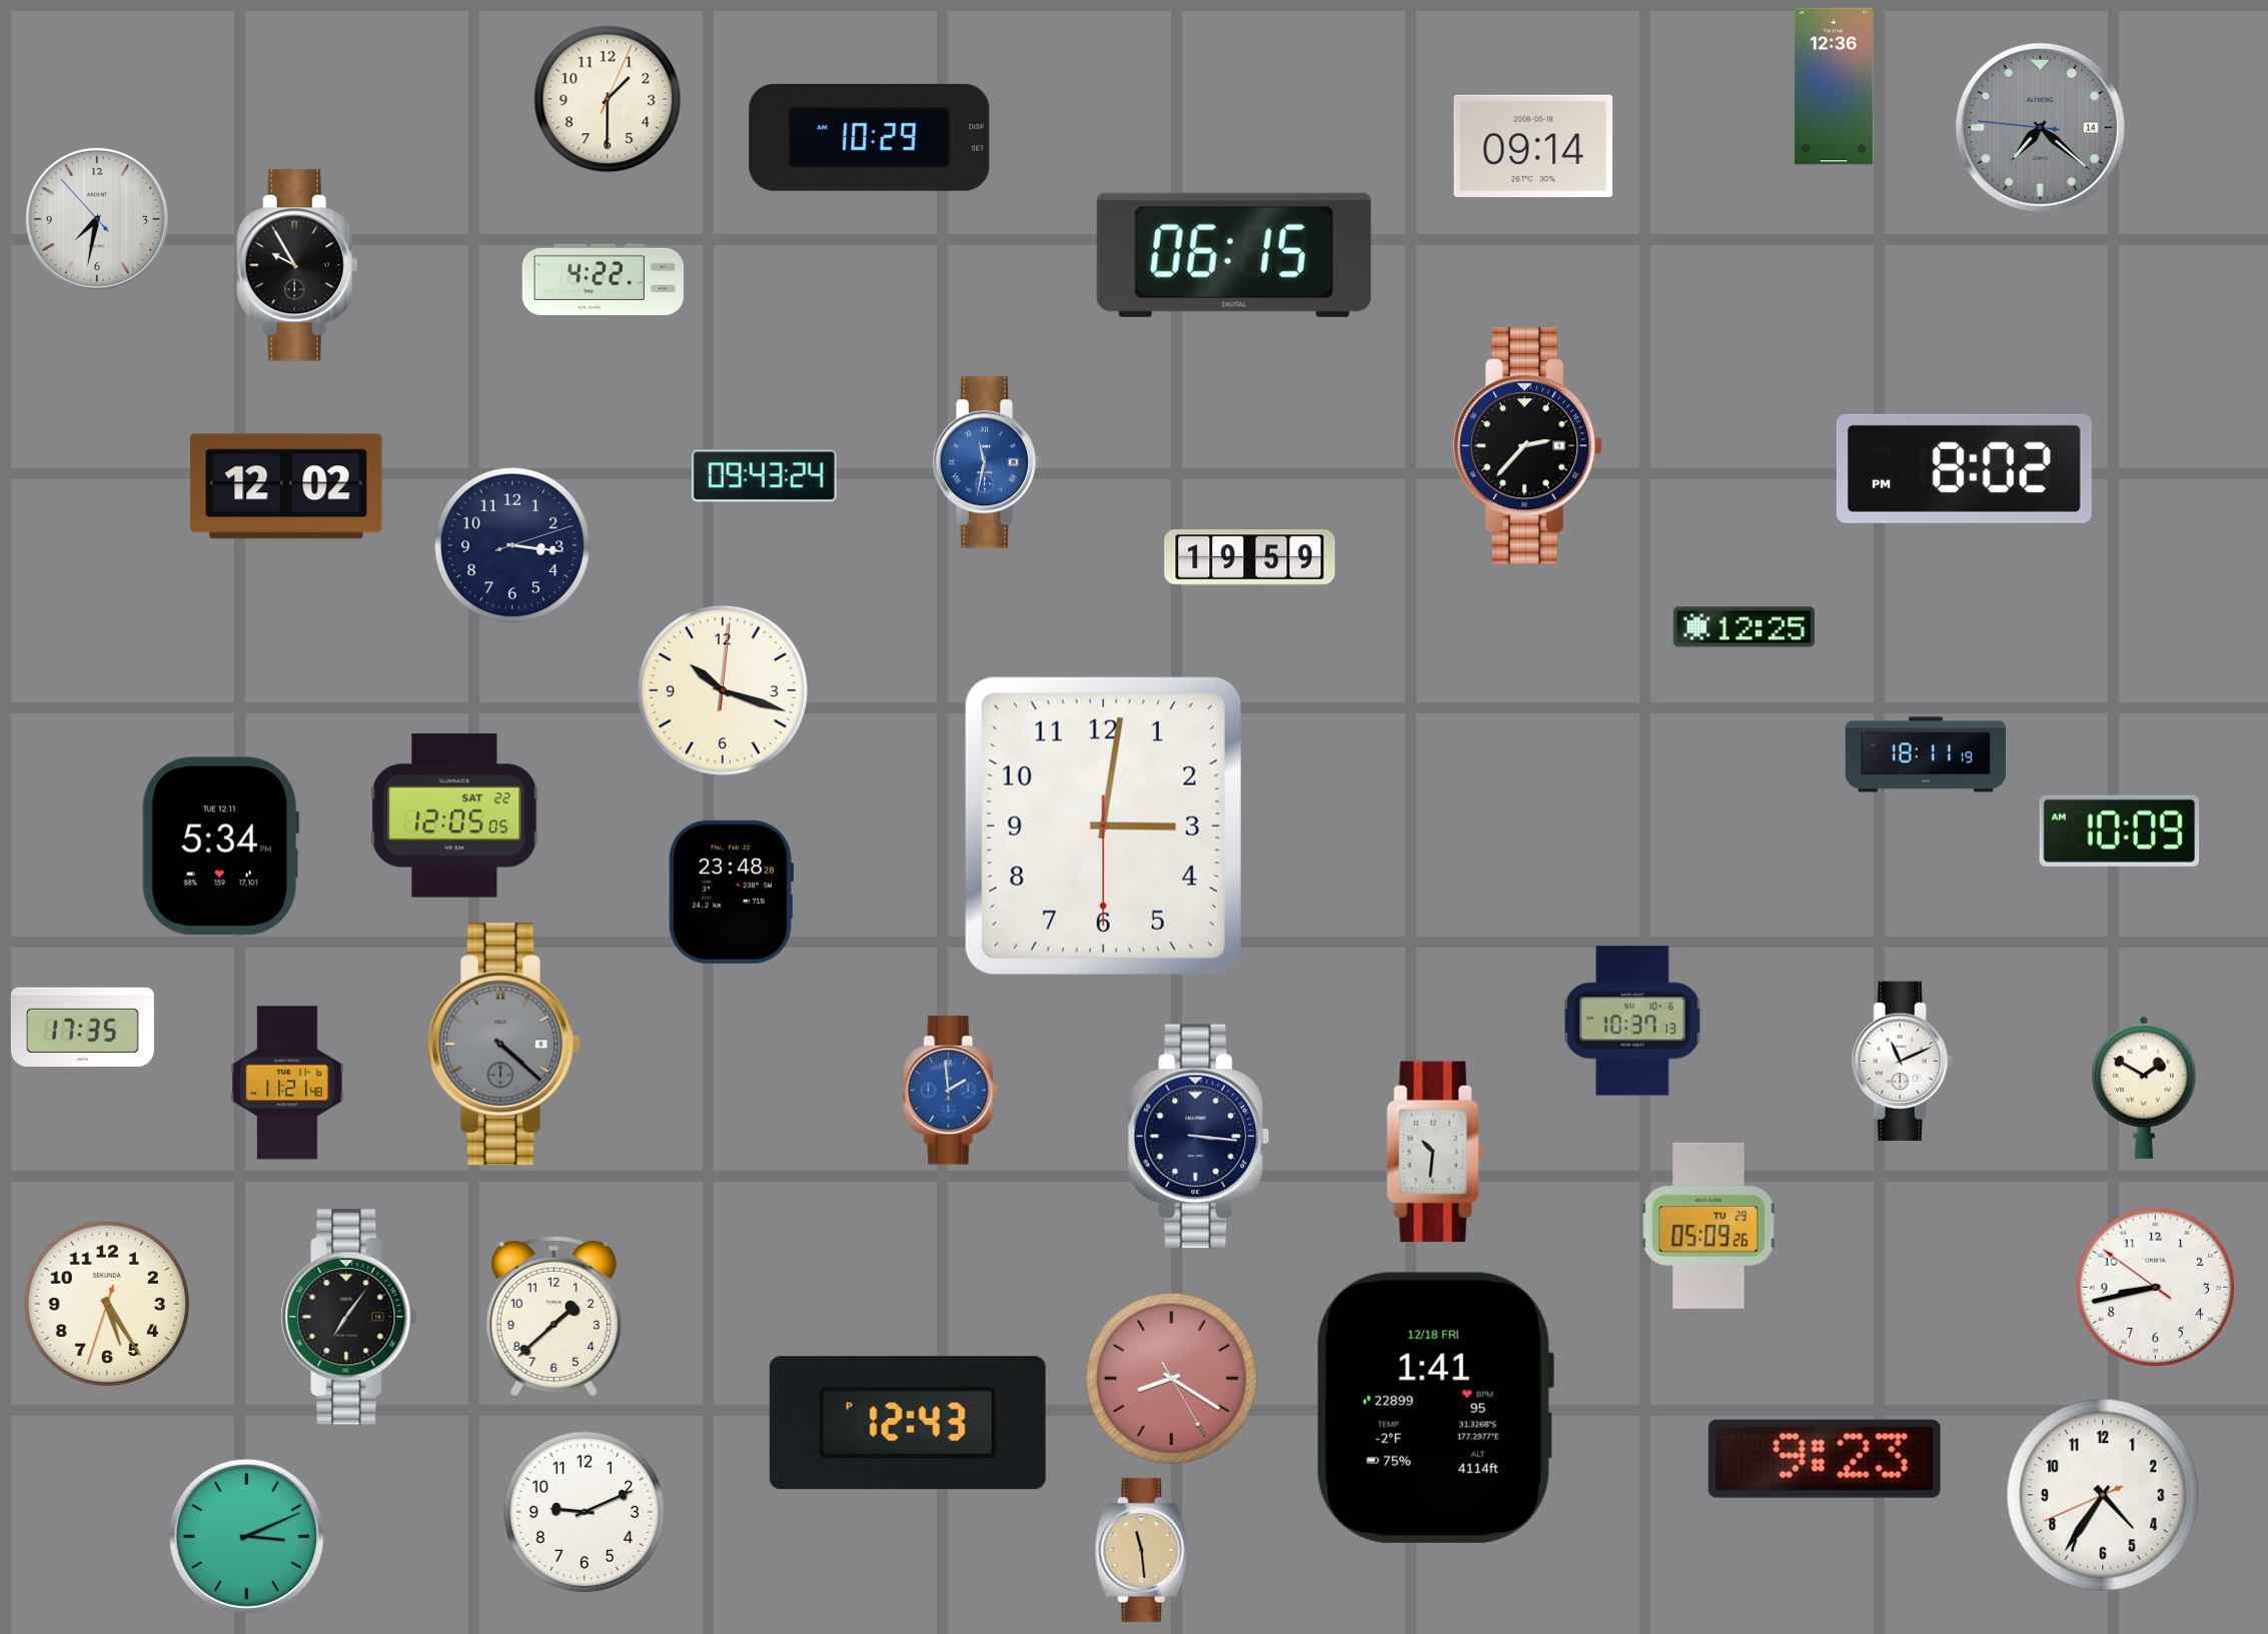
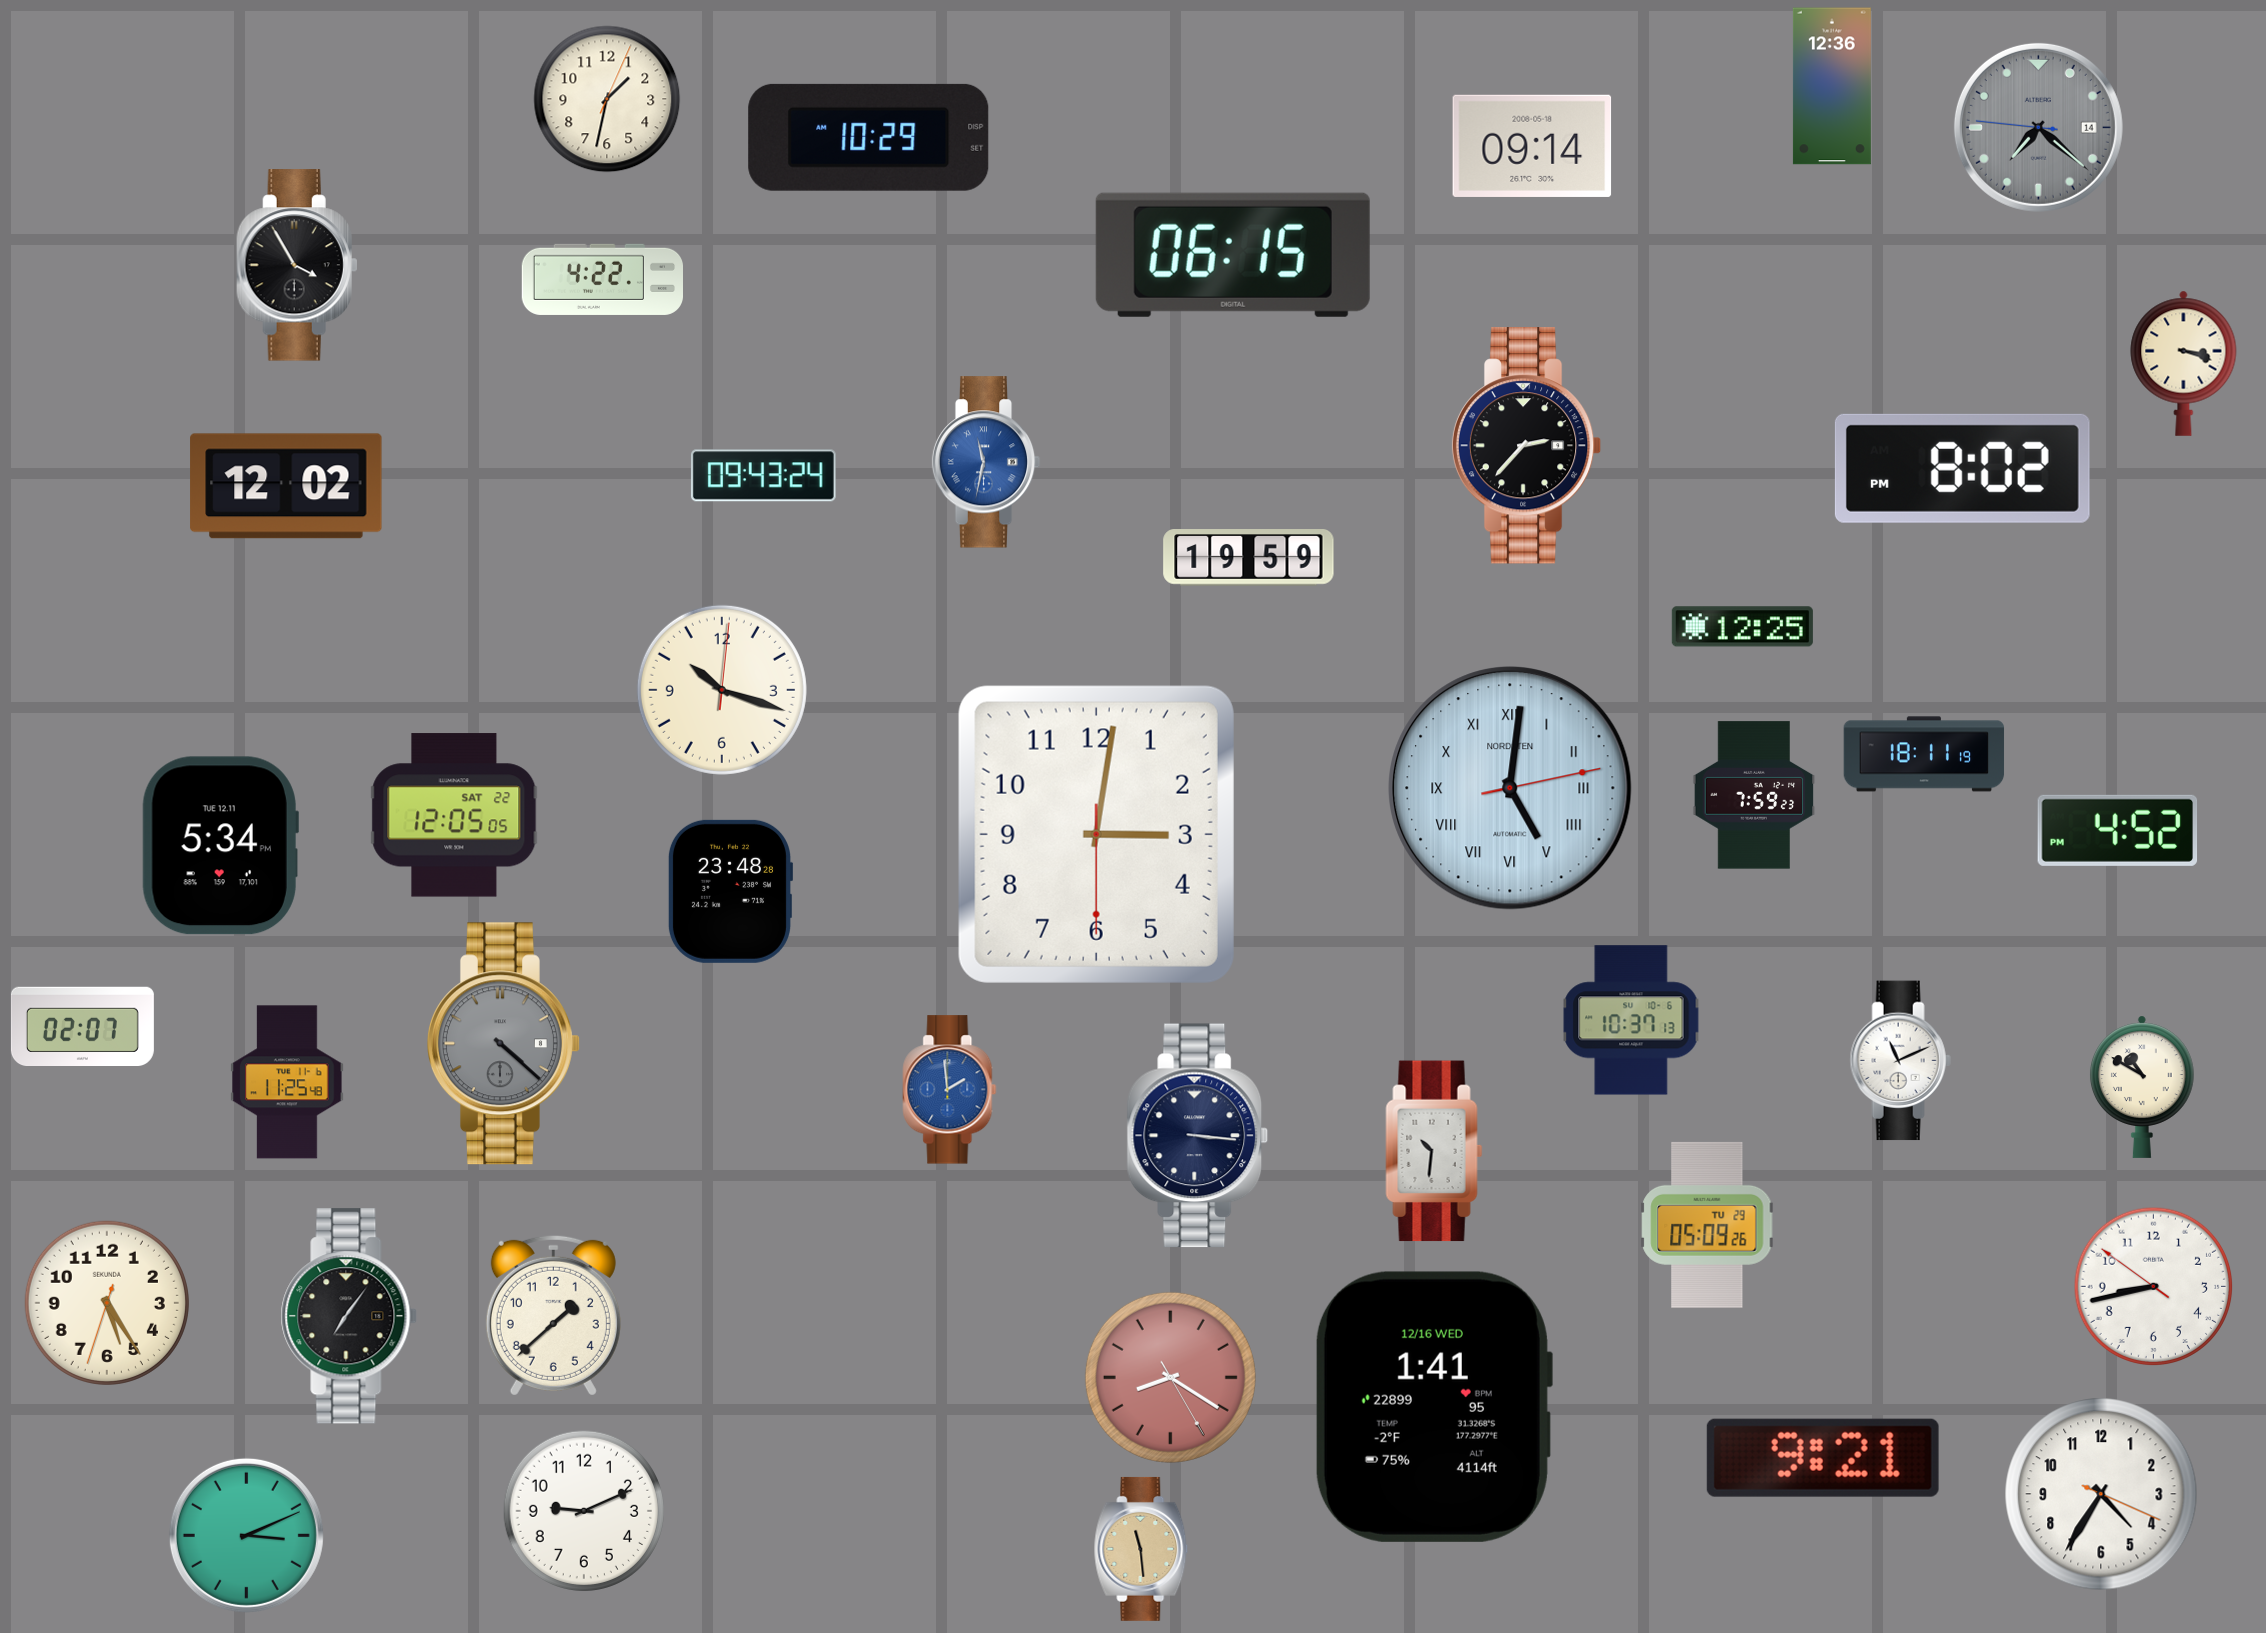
clock at (608, 99): 1:30 -> 1:32
clock at (97, 219): 7:31 -> none
clock at (297, 265): 9:55 -> 3:55
clock at (2184, 363): none -> 3:18
clock at (512, 545): 3:16 -> none
clock at (1510, 788): none -> 5:01
clock at (1754, 795): none -> 7:59
clock at (1103, 826) position: (1103, 826) -> (1096, 834)
clock at (2120, 831): 10:09 -> 4:52
clock at (82, 1027): 17:35 -> 02:07
clock at (287, 1083): 11:21 -> 11:25
clock at (2144, 1088): 1:50 -> 10:50
clock at (1434, 1408) date: 12/18 FRI -> 12/16 WED
clock at (908, 1423): 12:43 -> none
clock at (1825, 1459): 9:23 -> 9:21
clock at (2103, 1495): 4:35:41 -> 4:35:19
